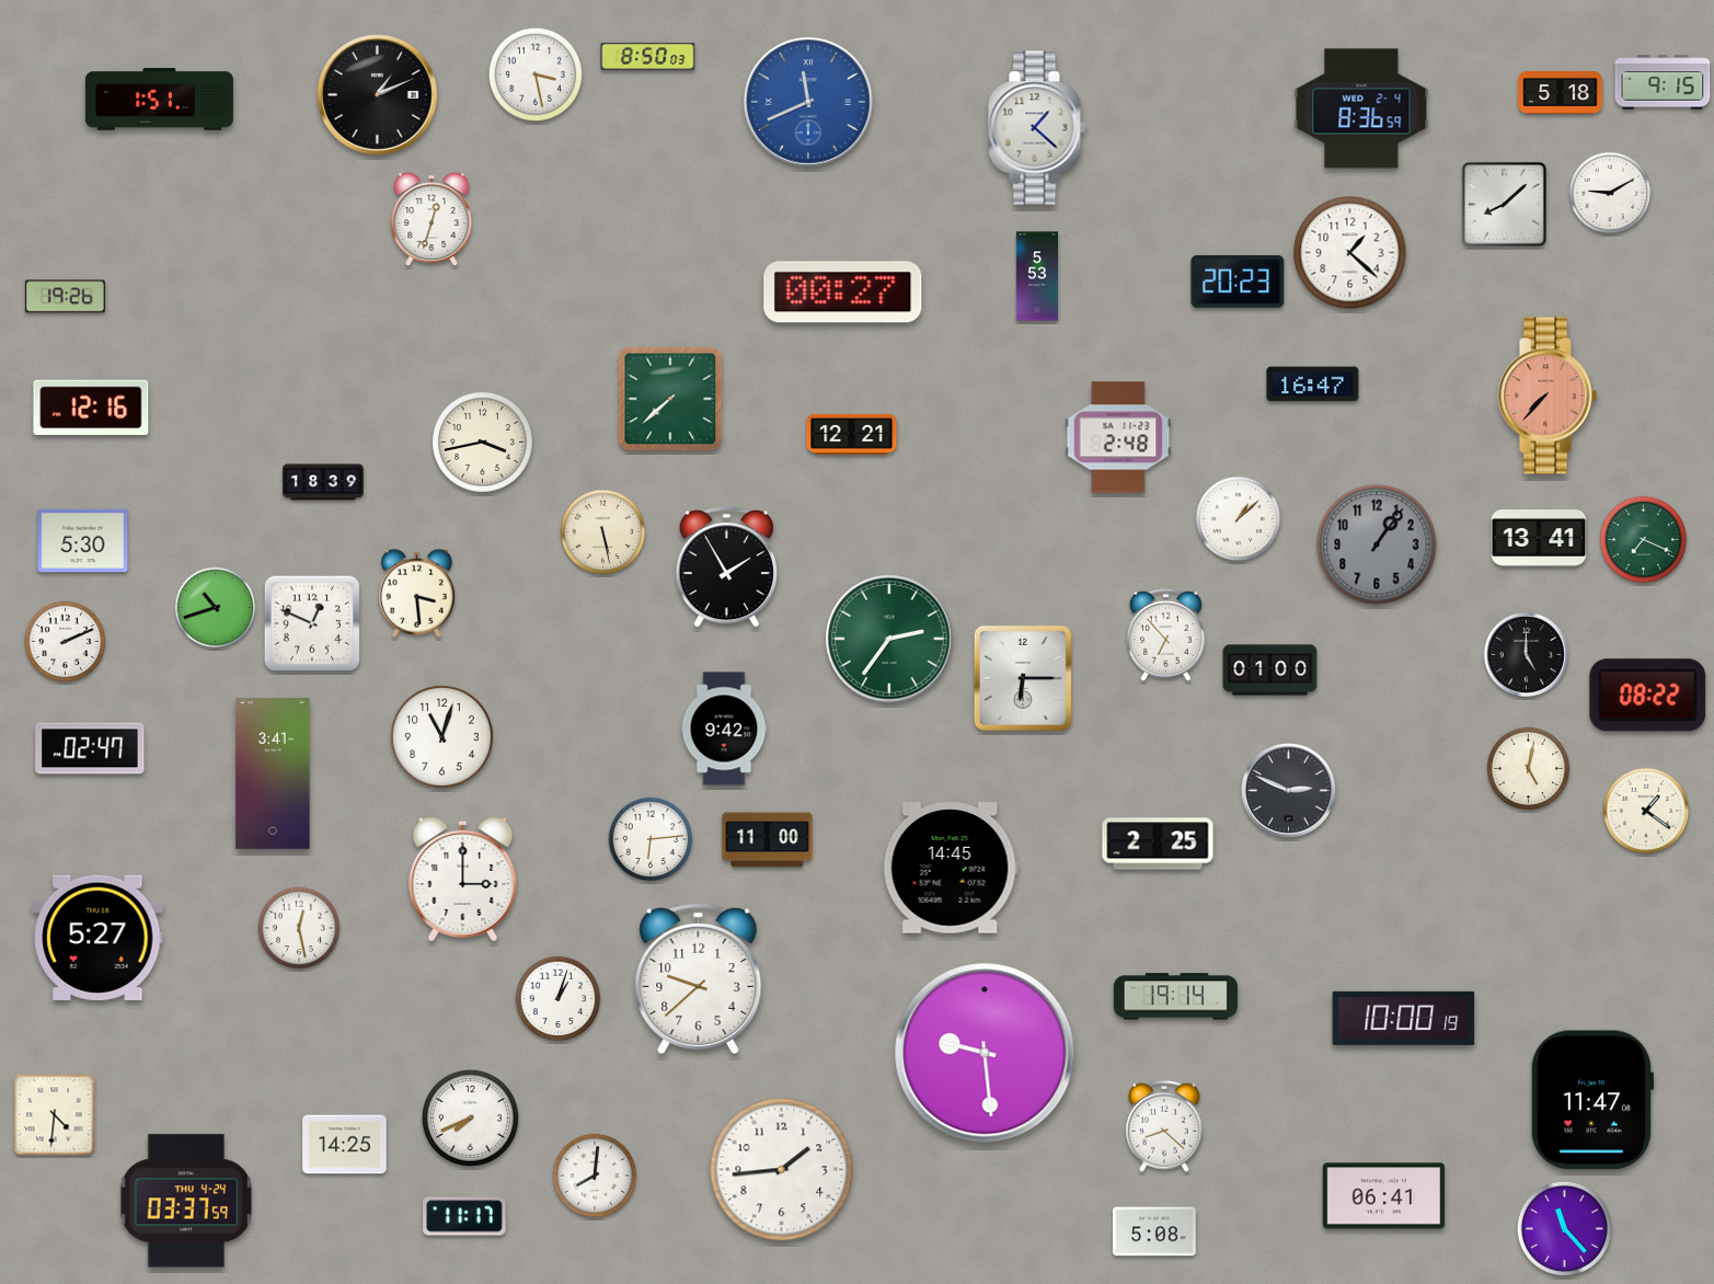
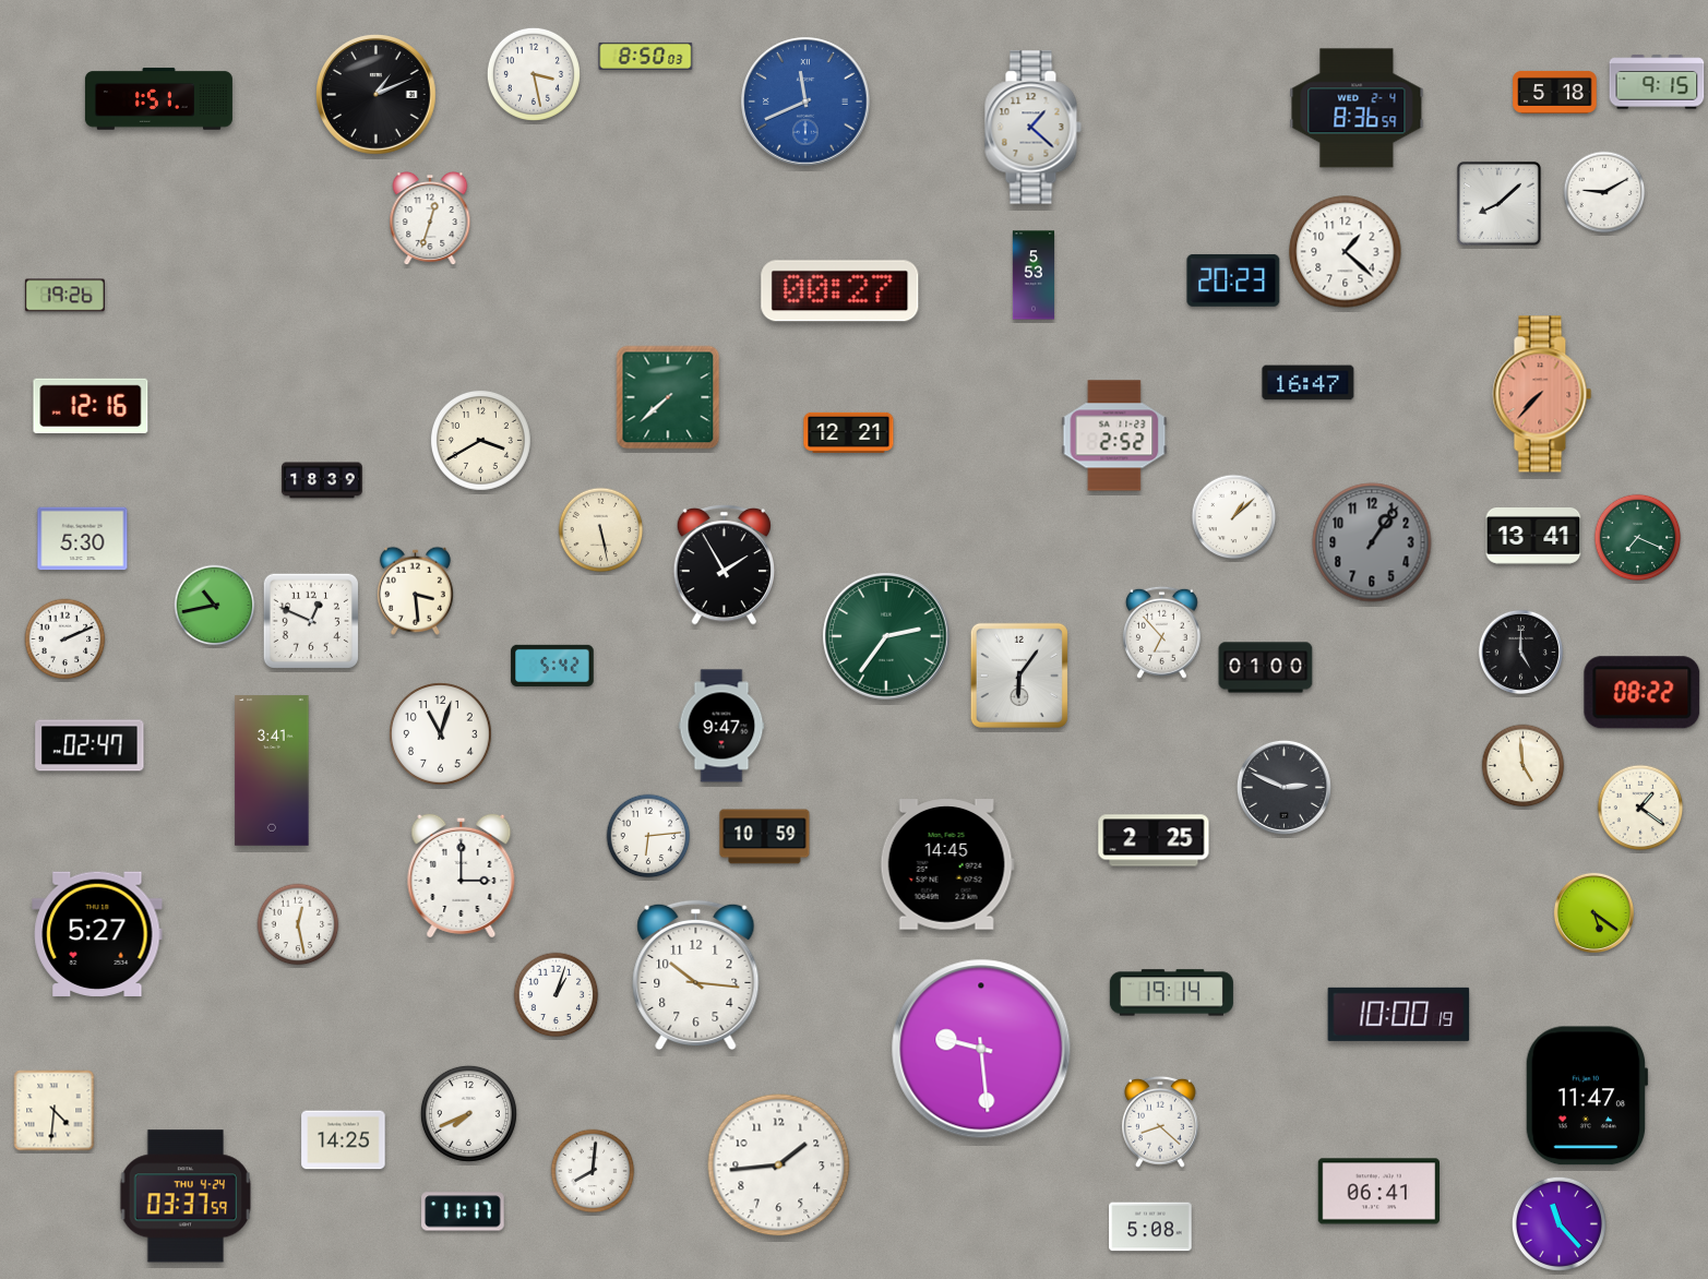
clock at (1118, 437): 2:48 -> 2:52
clock at (482, 442): 3:43 -> 3:40
clock at (216, 608): 10:42 -> 10:43
clock at (552, 666): none -> 5:42
clock at (1023, 678): 6:15 -> 6:06
clock at (724, 729): 9:42 -> 9:47
clock at (1529, 769): 5:02 -> 4:59
clock at (768, 840): 11:00 -> 10:59
clock at (1593, 912): none -> 5:21
clock at (699, 979): 9:38 -> 10:16
